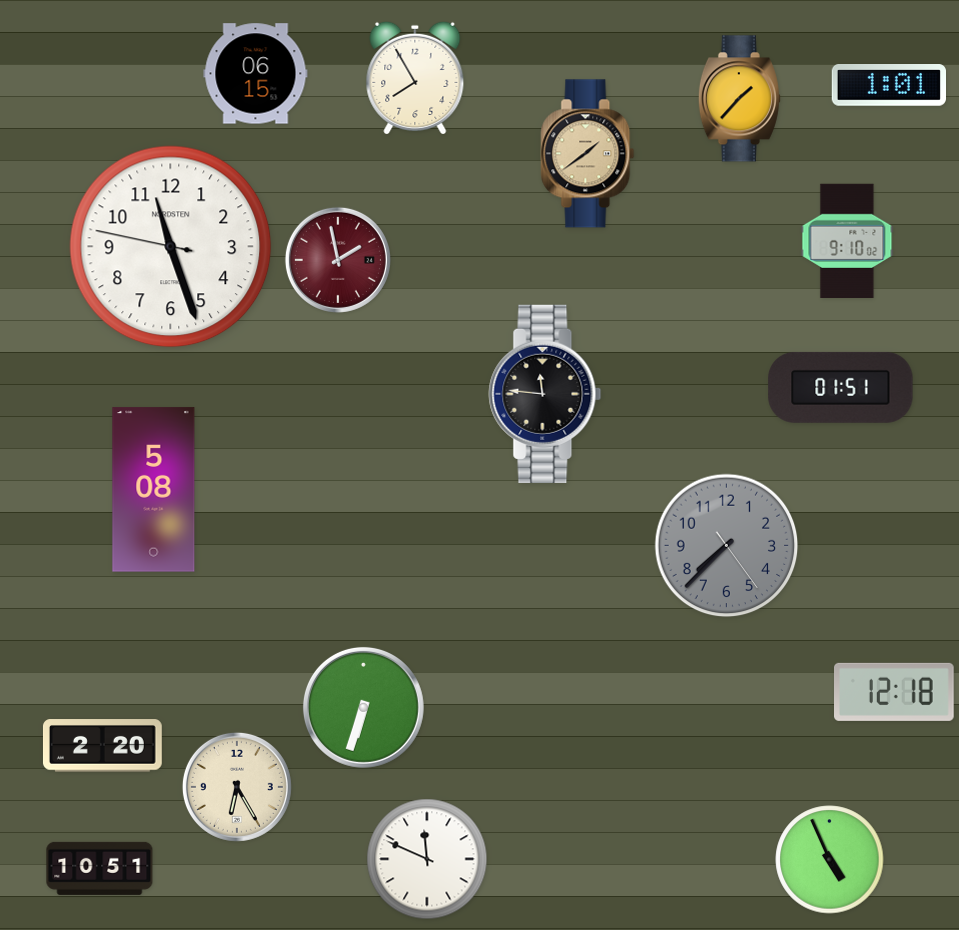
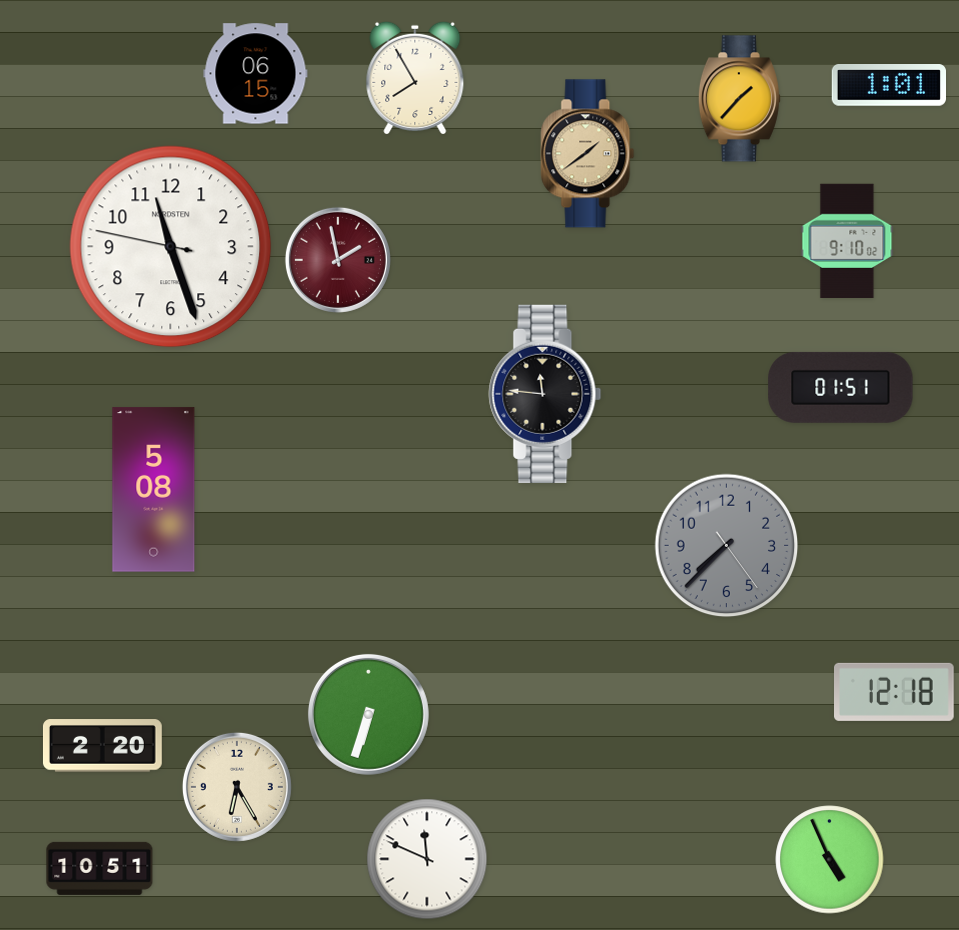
clock at (363, 707) position: (363, 707) -> (368, 714)
